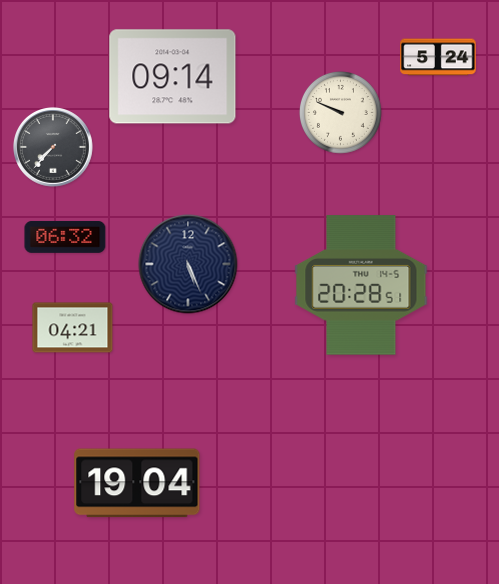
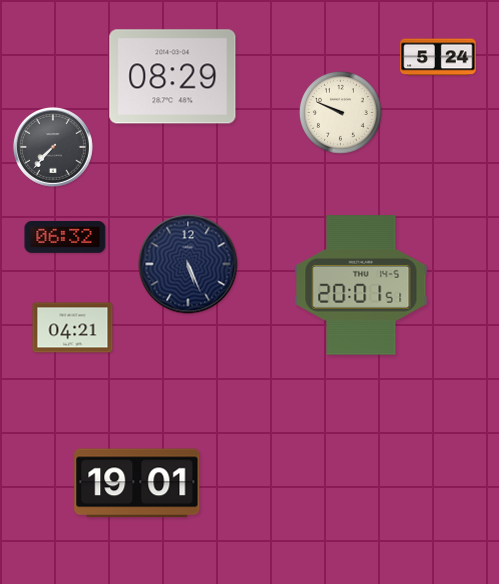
clock at (173, 77): 09:14 -> 08:29
clock at (361, 285): 20:28 -> 20:01
clock at (137, 483): 19:04 -> 19:01
